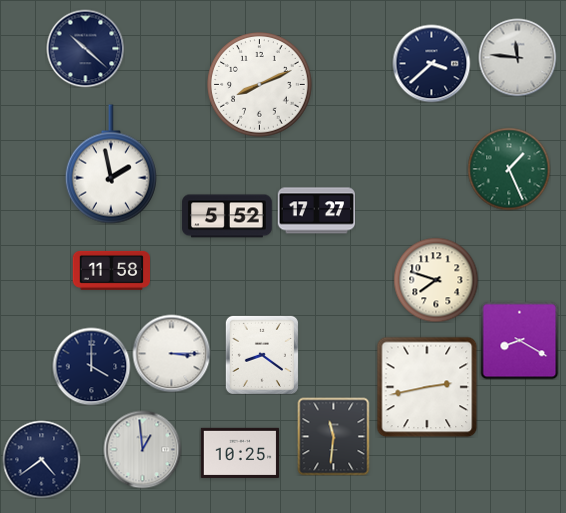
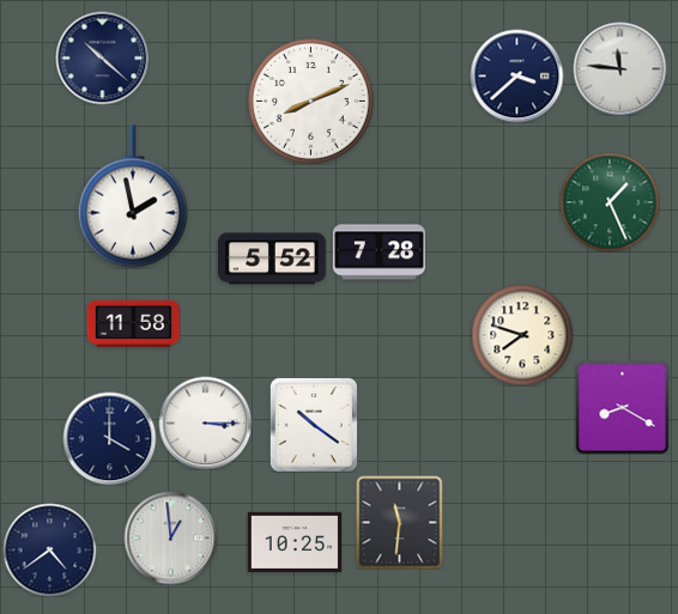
clock at (316, 211): 17:27 -> 7:28
clock at (262, 355): 8:21 -> 10:21
clock at (427, 387): 2:43 -> none
clock at (239, 453) position: (239, 453) -> (293, 542)
